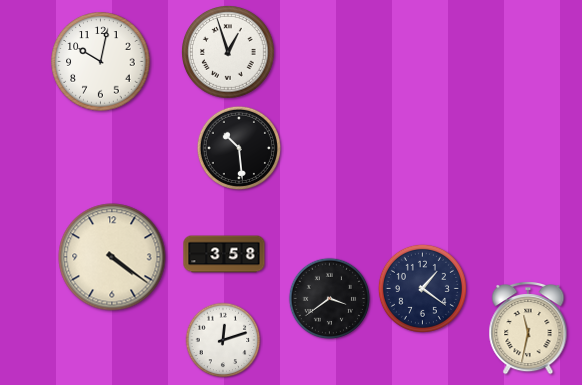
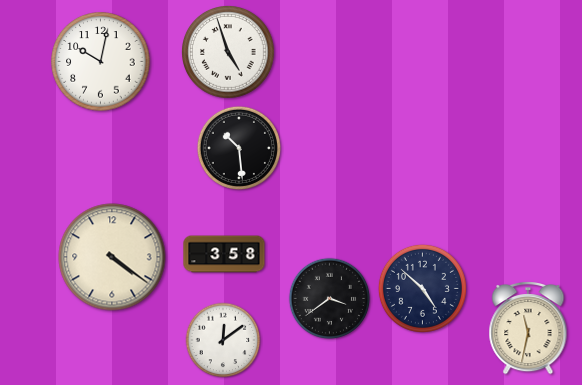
clock at (229, 53): 12:57 -> 4:57
clock at (422, 288): 1:21 -> 4:52
clock at (223, 340): 12:12 -> 12:09
